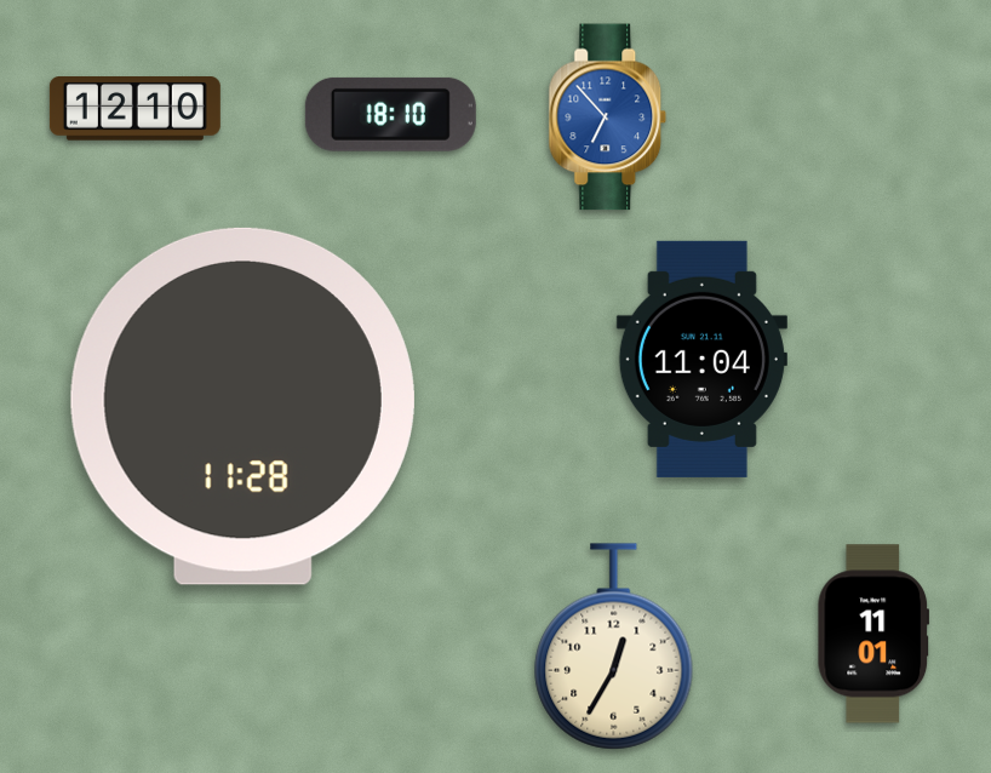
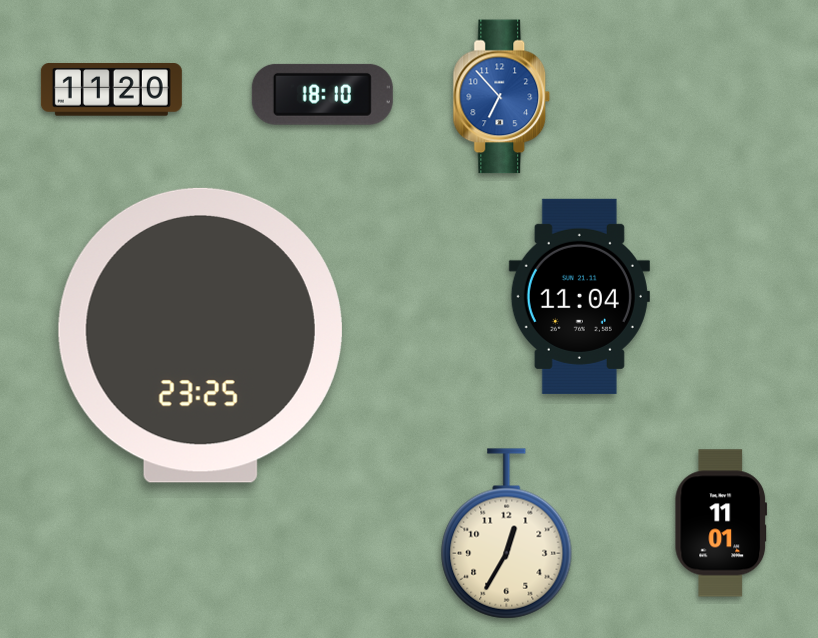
clock at (134, 109): 12:10 -> 11:20
clock at (242, 406): 11:28 -> 23:25
